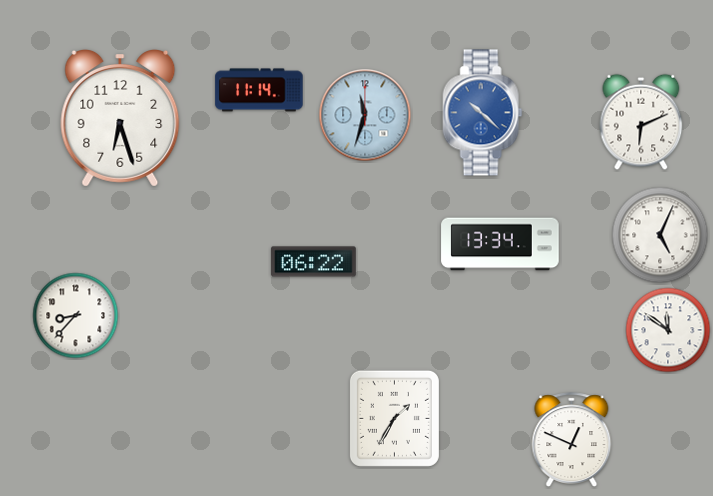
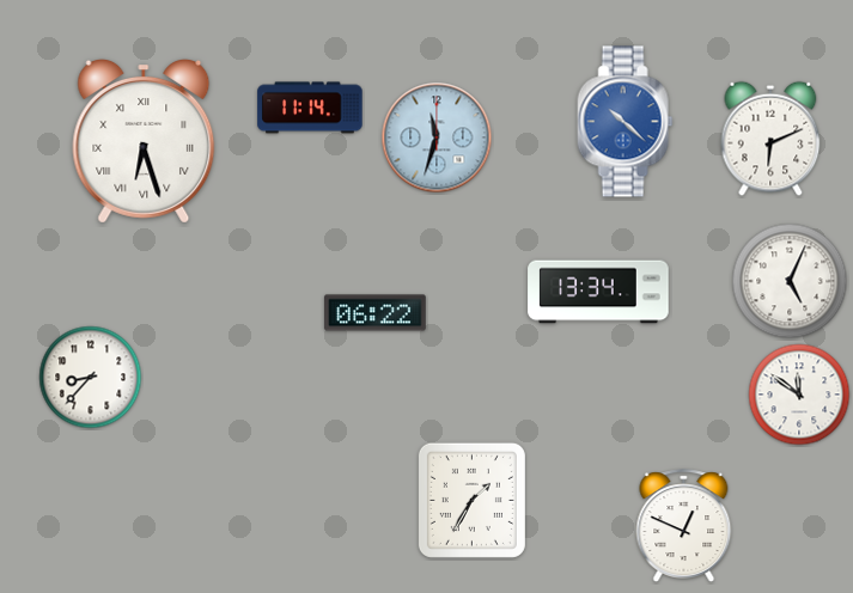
clock at (483, 113) position: (483, 113) -> (626, 122)
clock at (120, 119) numerals: Arabic -> Roman
clock at (641, 122) position: (641, 122) -> (770, 139)
